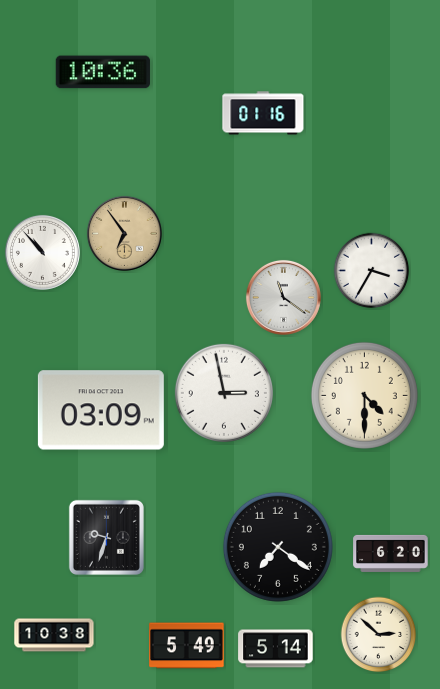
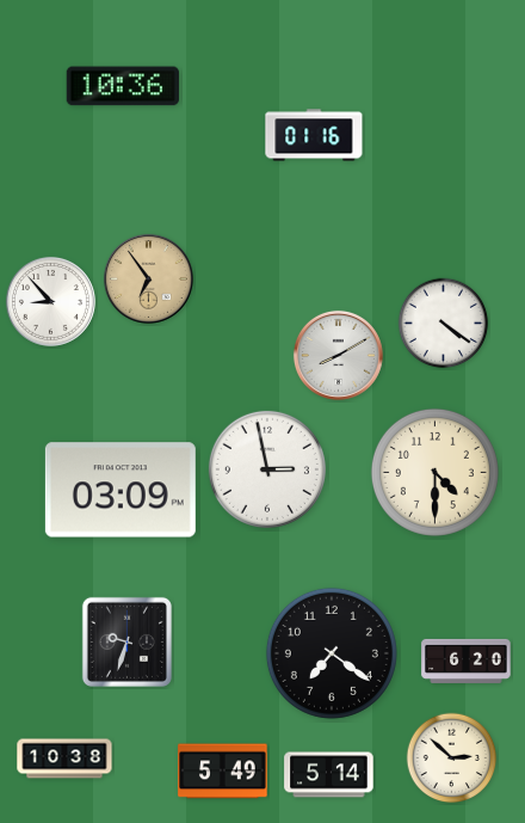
clock at (42, 252): 10:53 -> 8:53
clock at (372, 271): 3:35 -> 4:21
clock at (283, 297): 11:21 -> 8:10
